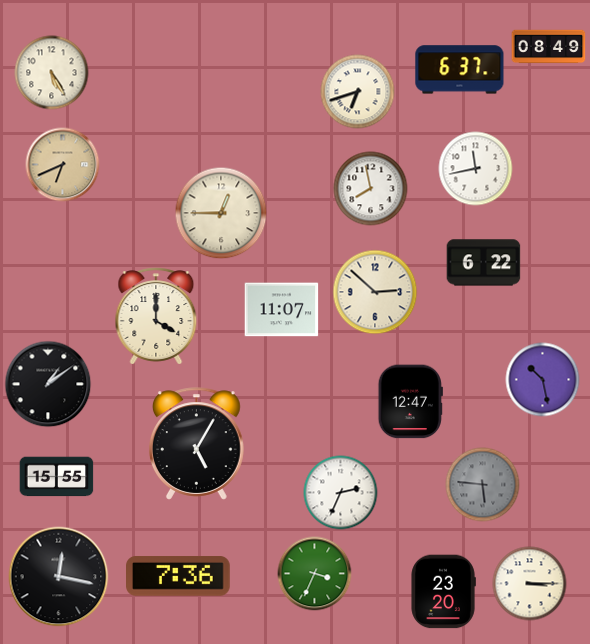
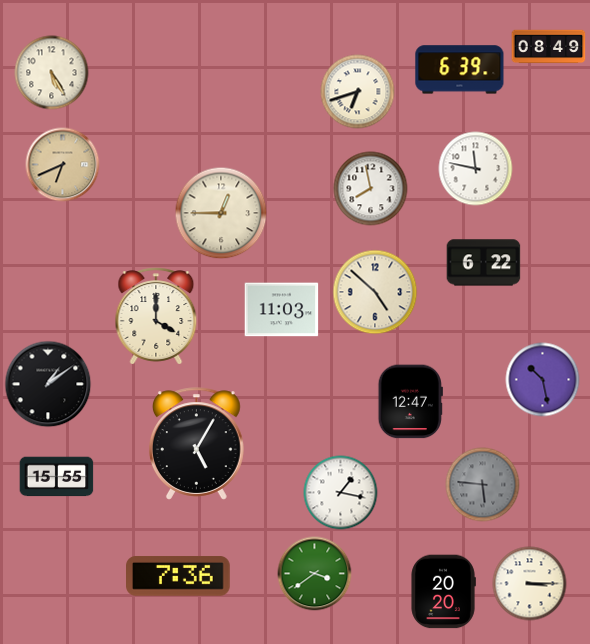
clock at (460, 70): 6:37 -> 6:39
clock at (476, 169): 11:43 -> 11:47
clock at (375, 292): 2:52 -> 4:52
clock at (282, 310): 11:07 -> 11:03
clock at (341, 493): 2:34 -> 1:17
clock at (315, 574): 3:34 -> 3:39
clock at (59, 577): 12:17 -> none
clock at (443, 592): 23:20 -> 20:20
